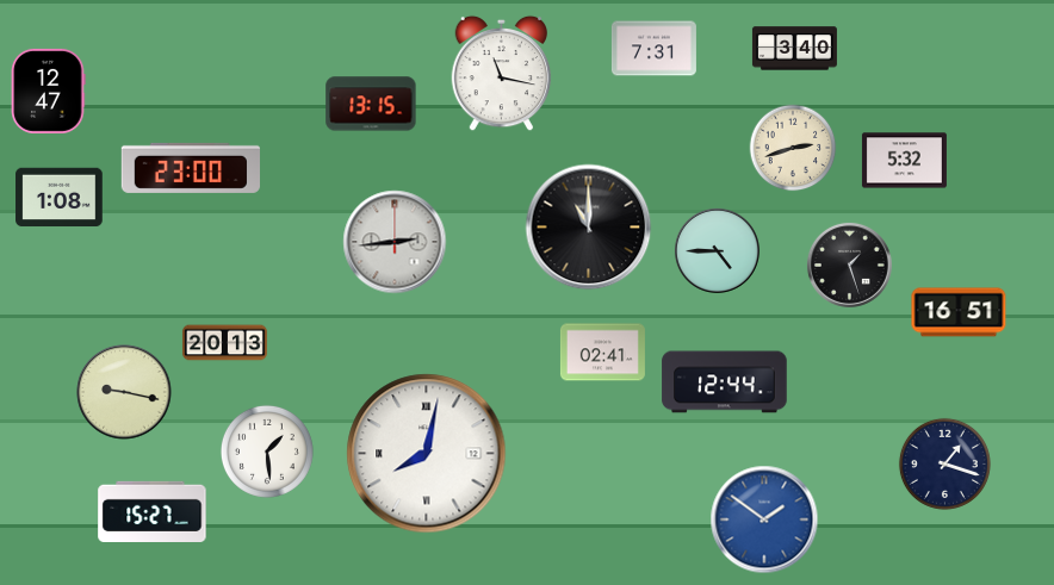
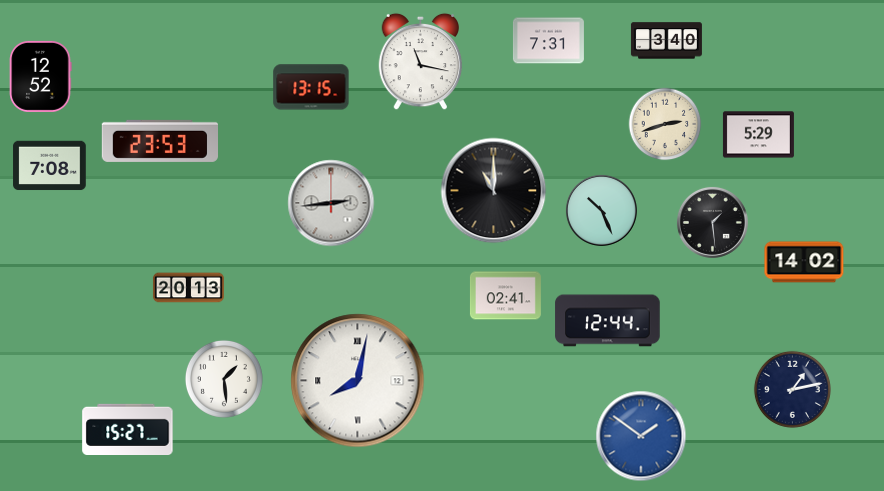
clock at (49, 91): 12:47 -> 12:52
clock at (904, 161): 5:32 -> 5:29
clock at (190, 168): 23:00 -> 23:53
clock at (60, 198): 1:08 -> 7:08
clock at (717, 250): 4:45 -> 10:26
clock at (849, 265): 1:27 -> 1:29
clock at (959, 312): 16:51 -> 14:02
clock at (124, 392): 9:17 -> none
clock at (944, 463): 1:18 -> 1:13
